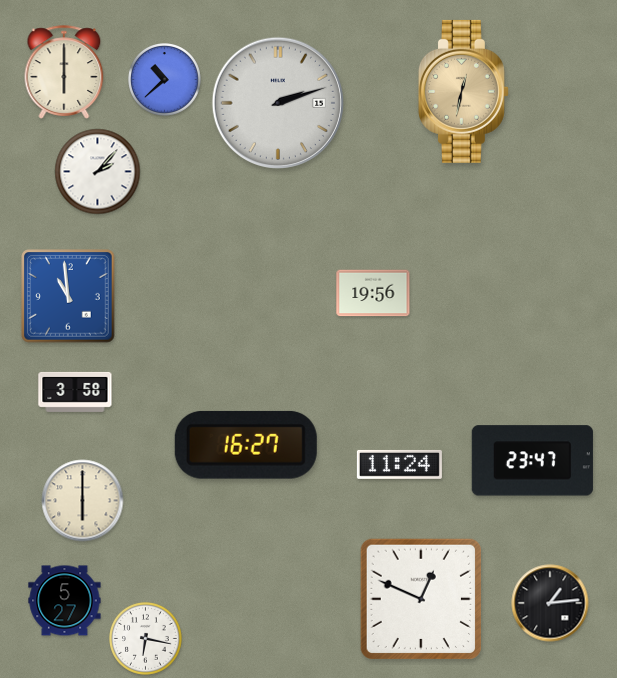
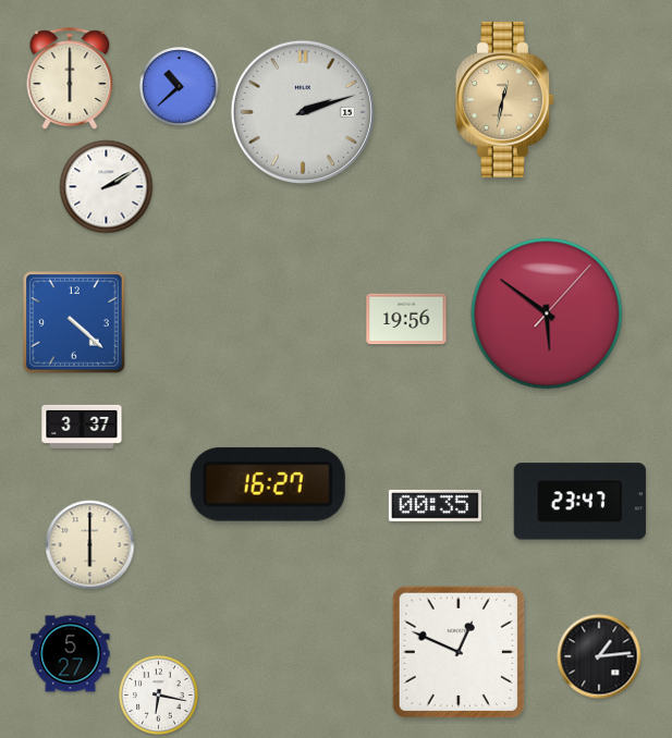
clock at (98, 172): 2:07 -> 2:10
clock at (547, 313): none -> 5:51
clock at (68, 296): 10:59 -> 4:22
clock at (75, 392): 3:58 -> 3:37
clock at (399, 464): 11:24 -> 00:35
